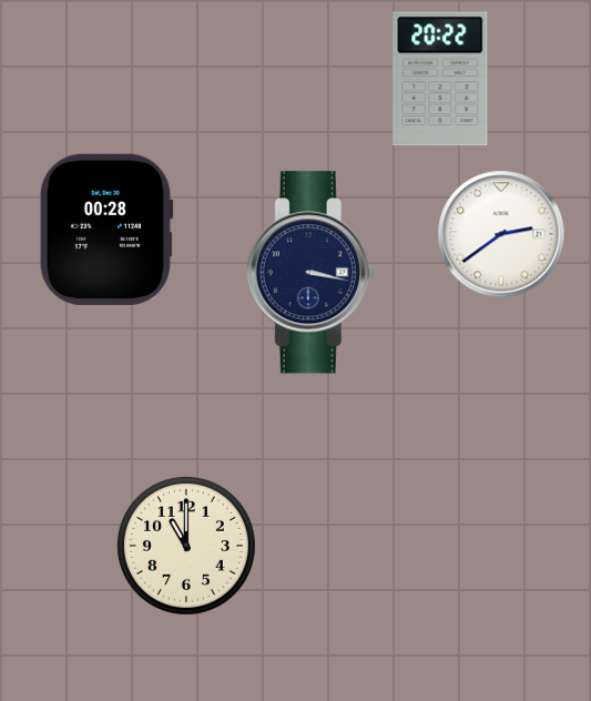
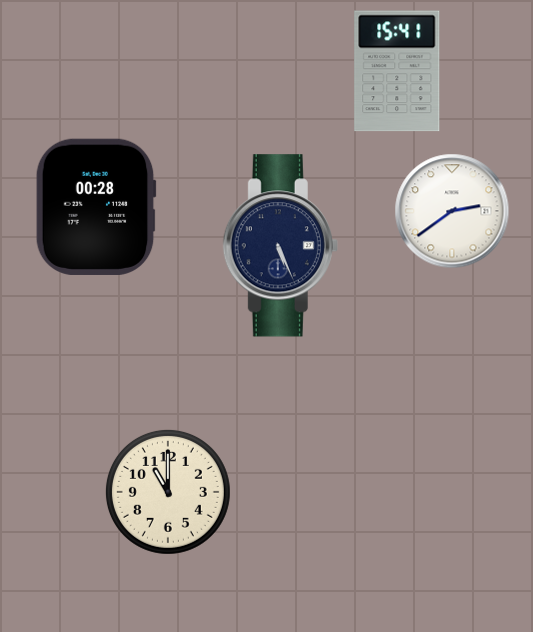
clock at (440, 79): 20:22 -> 15:41
clock at (310, 273): 3:17 -> 5:26
